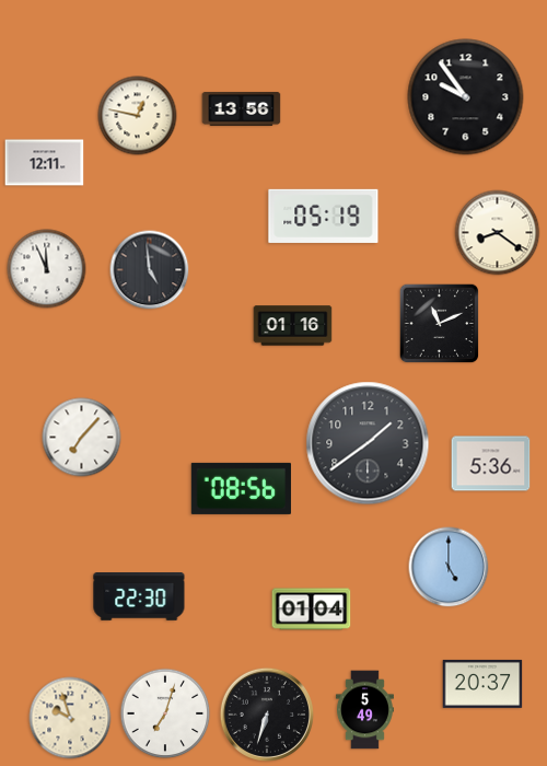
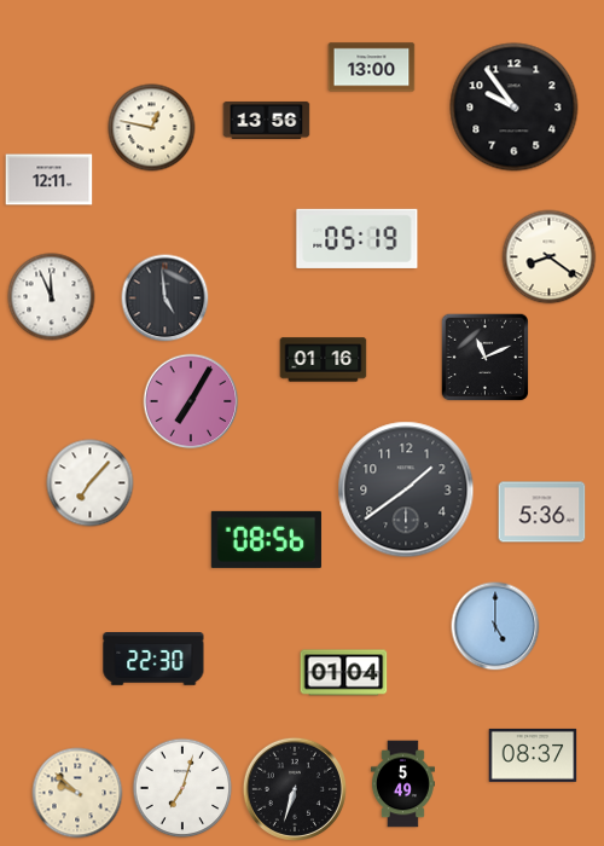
clock at (372, 68): none -> 13:00
clock at (191, 401): none -> 7:05
clock at (482, 684): 20:37 -> 08:37
clock at (70, 718): 9:57 -> 9:52
